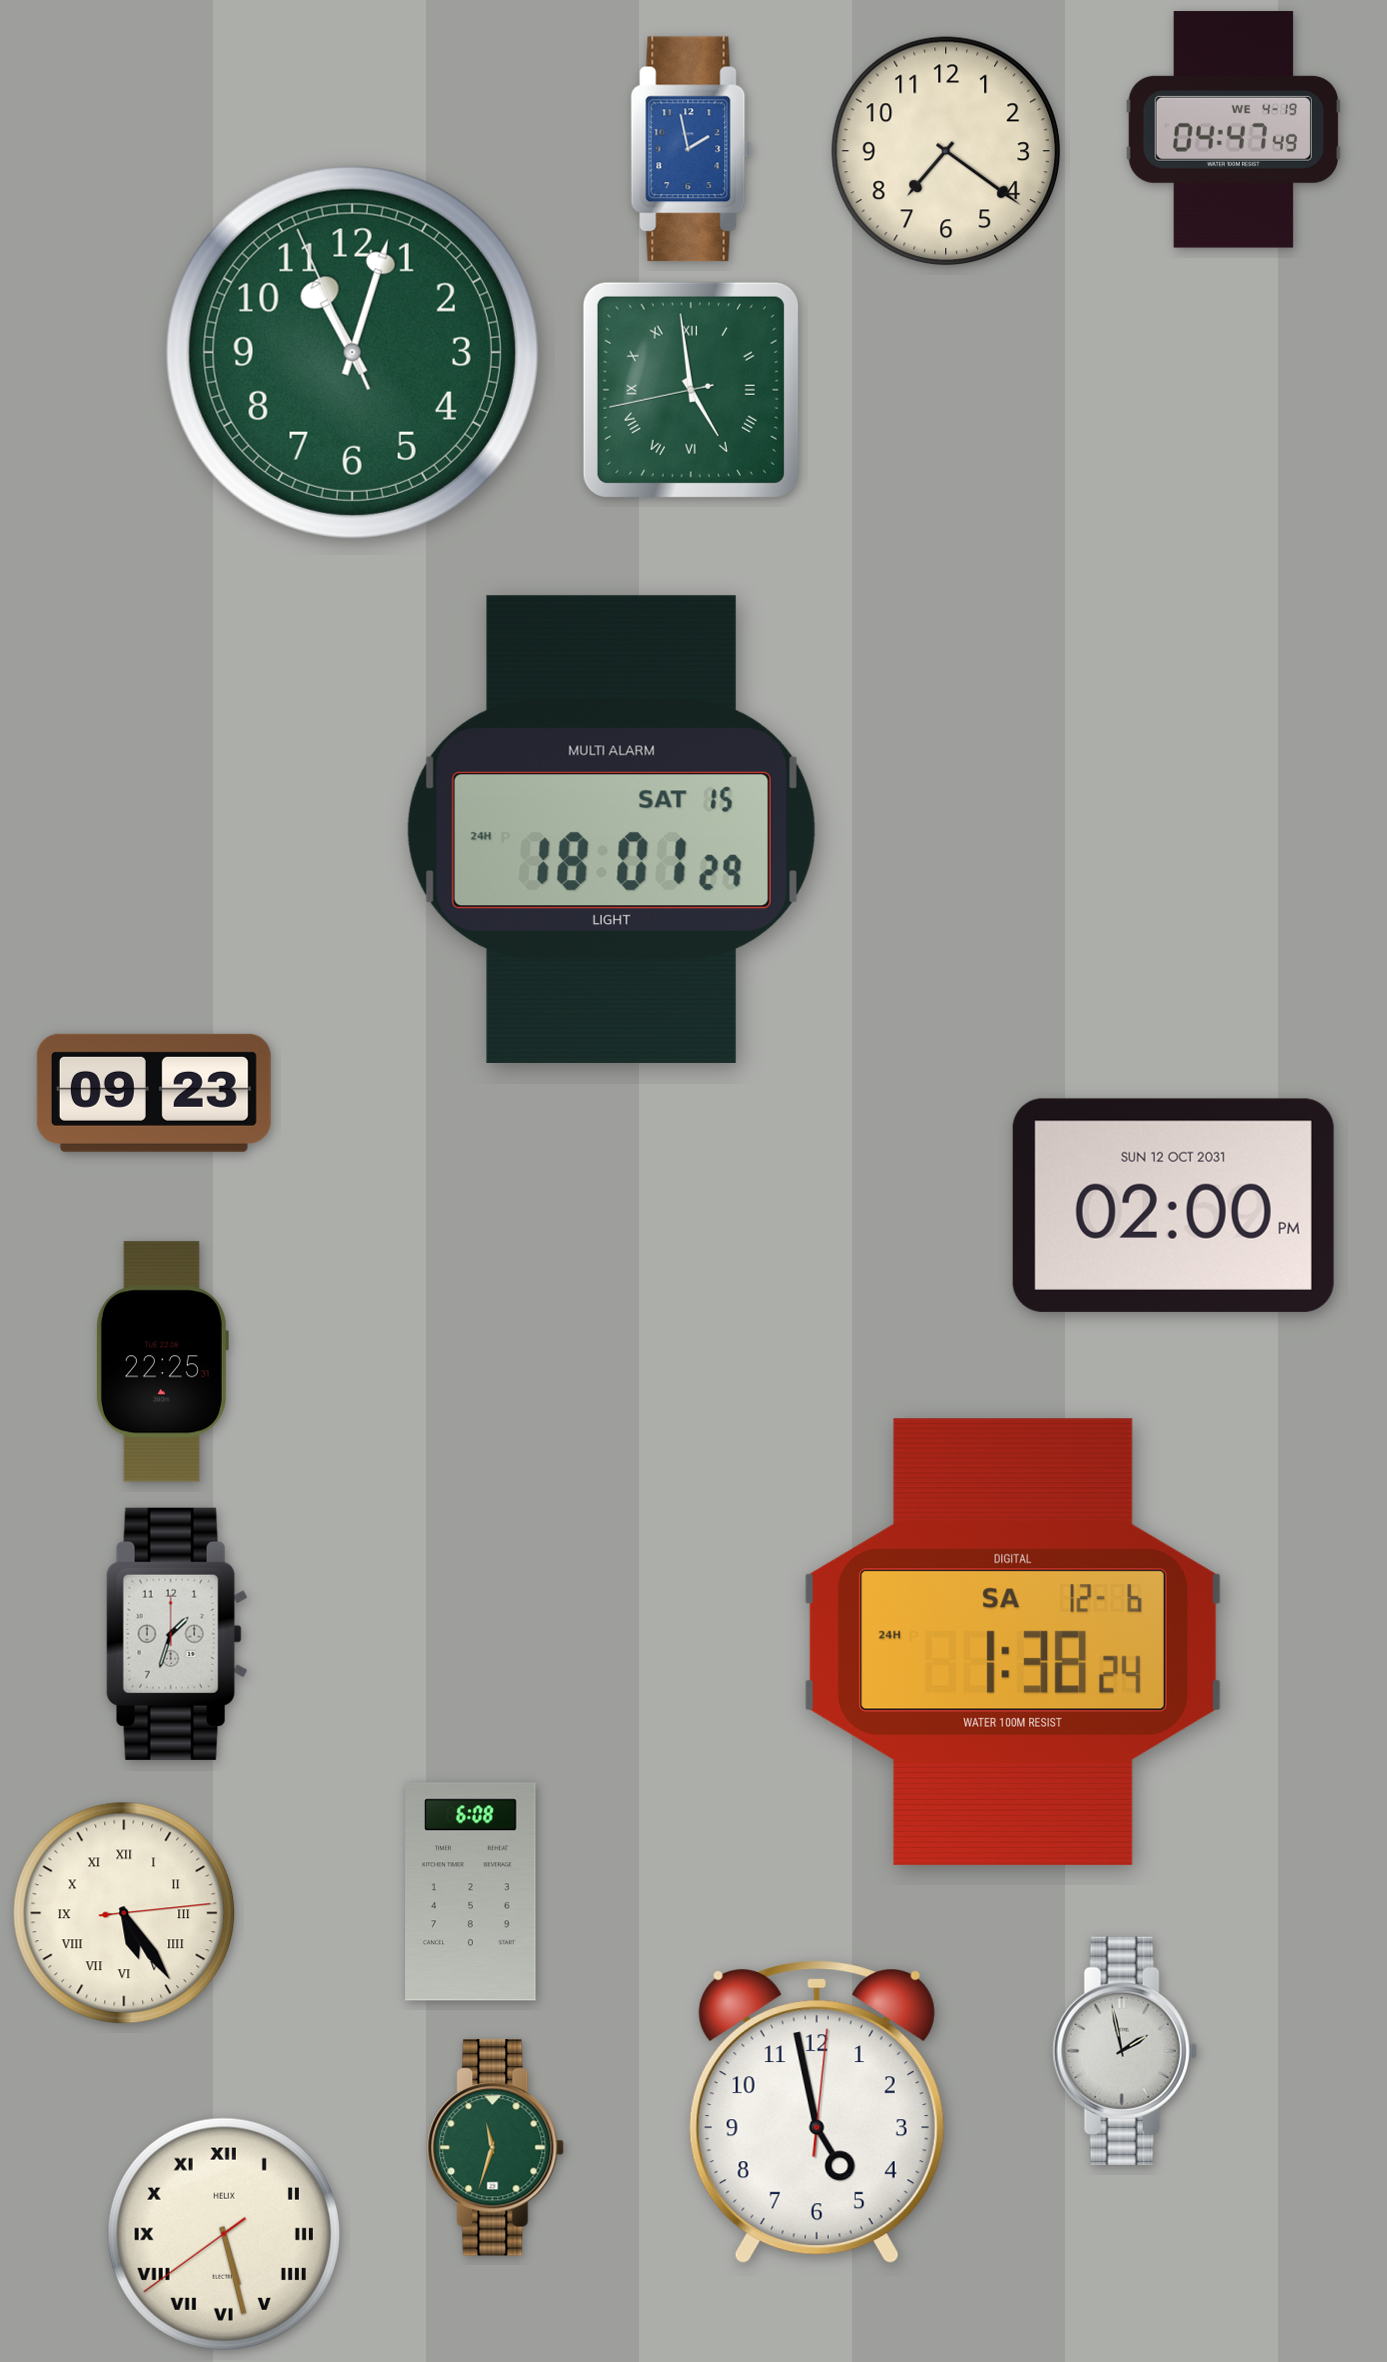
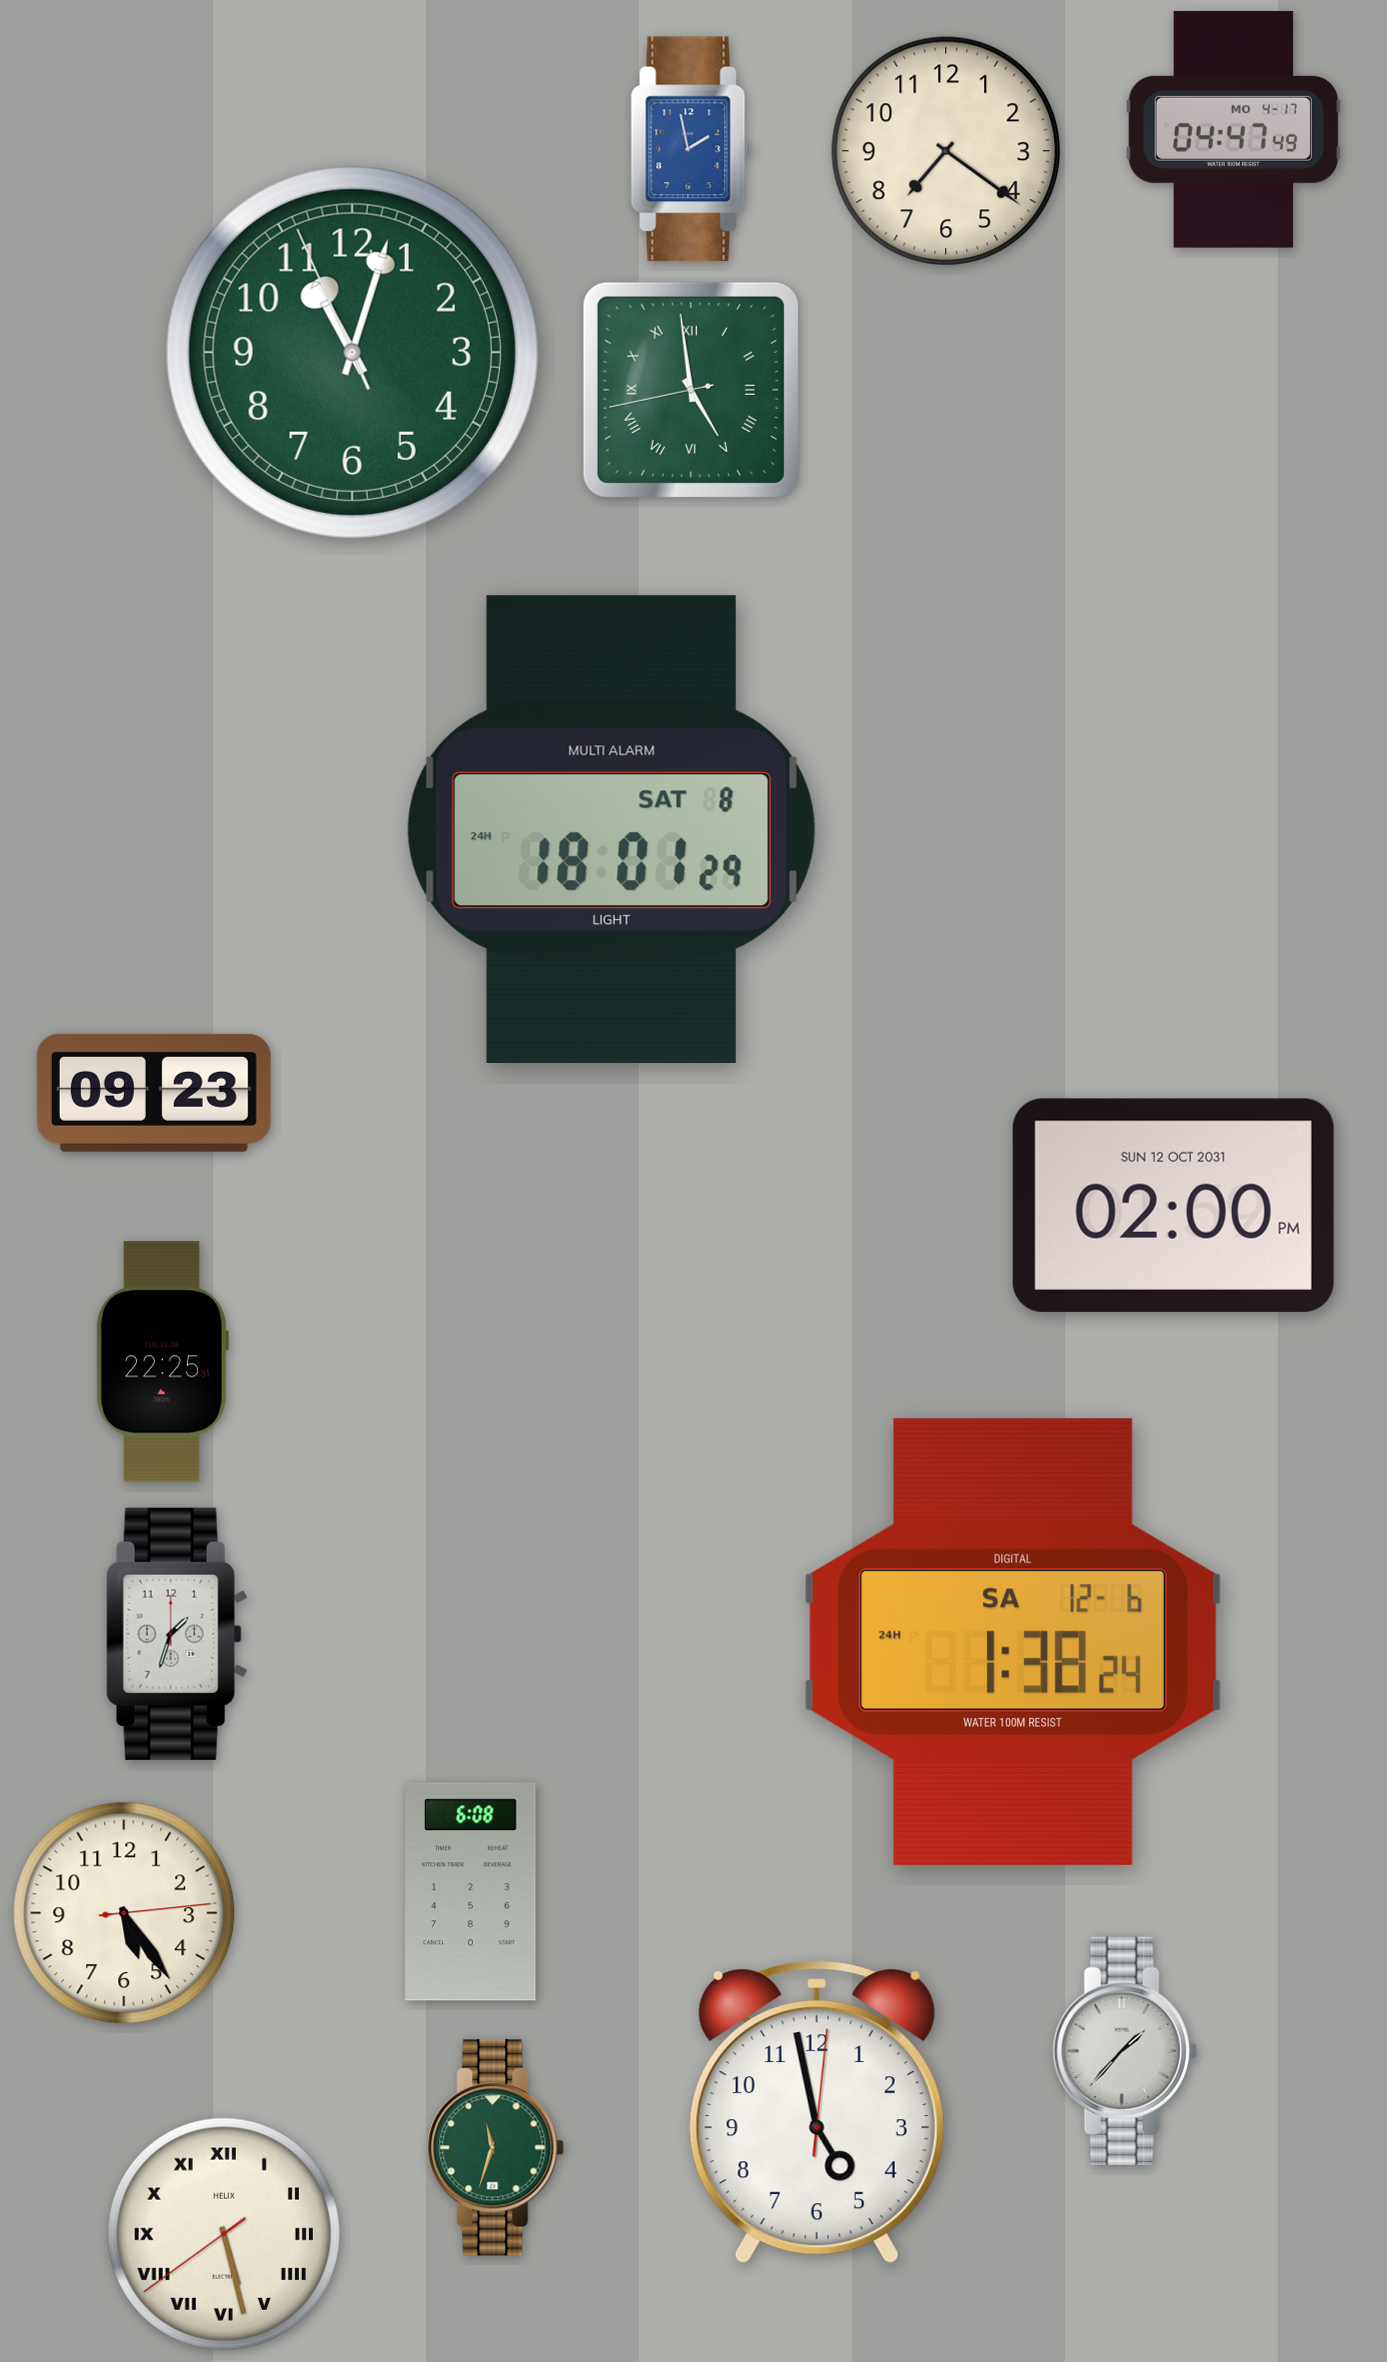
clock at (1233, 130) date: WE 4-19 -> MO 4-17
clock at (611, 829) date: SAT 15 -> SAT 8
clock at (124, 1913) numerals: Roman -> Arabic
clock at (1125, 2051): 1:58 -> 1:37
